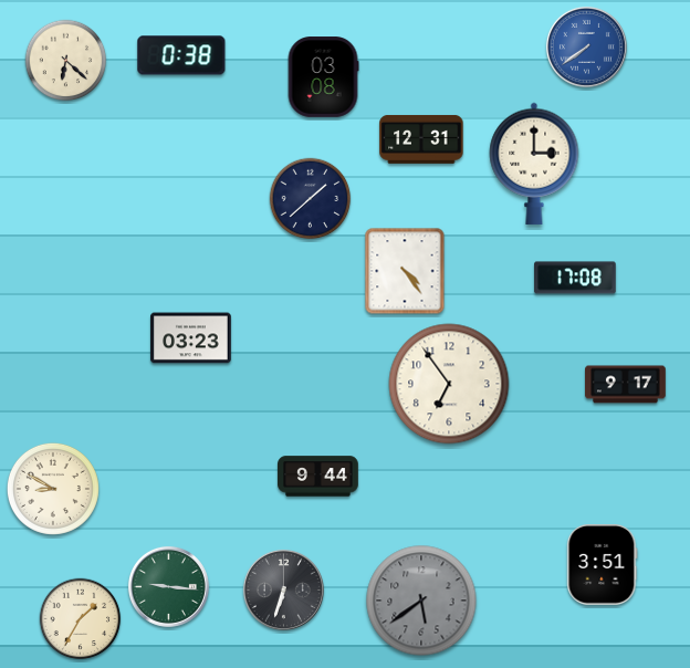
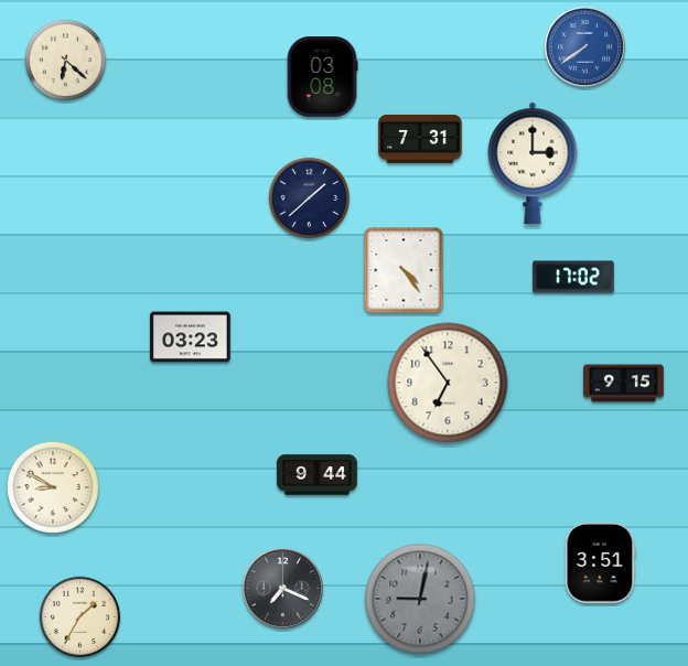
clock at (181, 55): 0:38 -> none
clock at (421, 139): 12:31 -> 7:31
clock at (575, 278): 17:08 -> 17:02
clock at (626, 385): 9:17 -> 9:15
clock at (168, 586): 9:16 -> none
clock at (283, 589): 6:33 -> 7:19
clock at (421, 601): 5:39 -> 9:02
